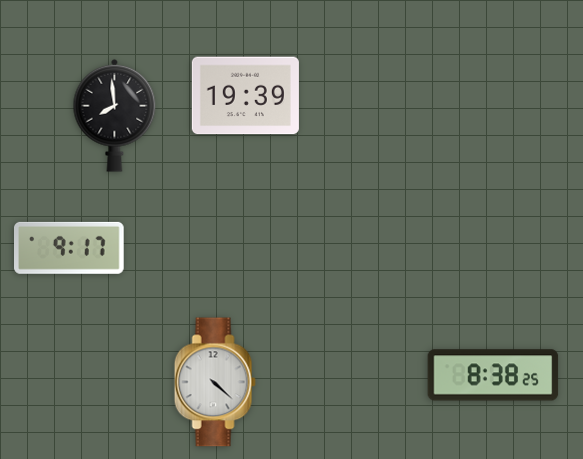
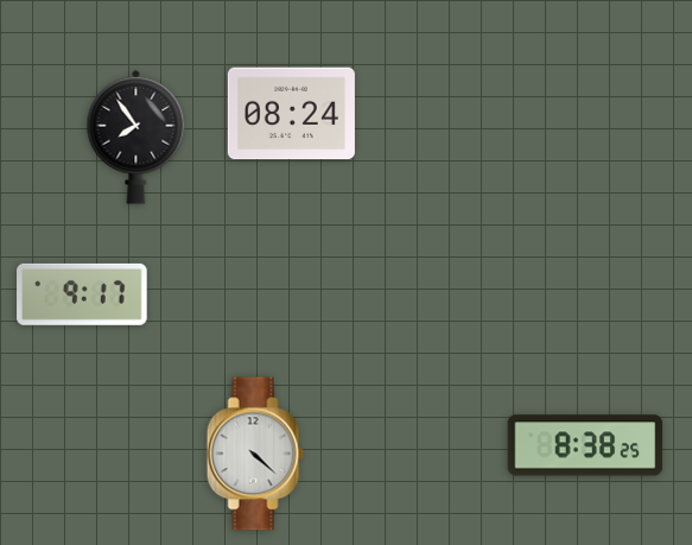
clock at (245, 96): 19:39 -> 08:24
clock at (115, 115): 7:59 -> 7:54
